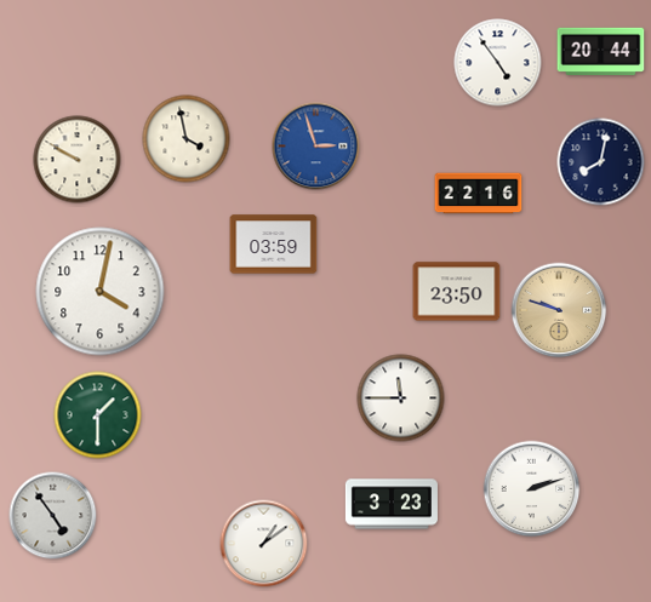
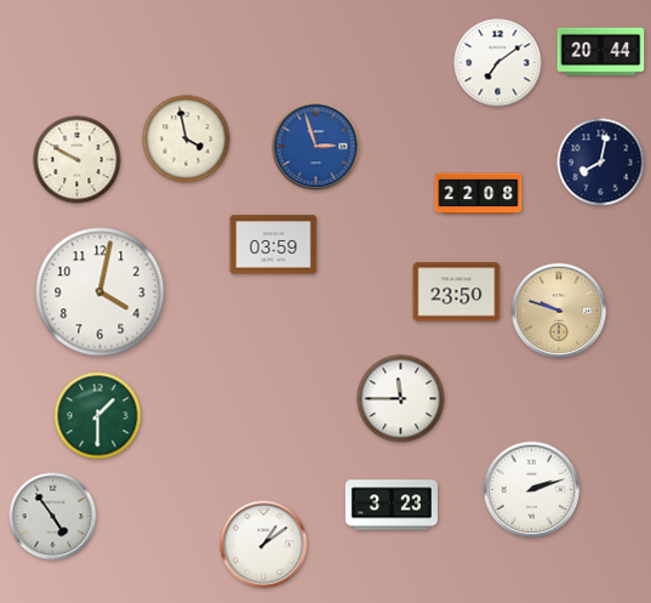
clock at (498, 63): 4:54 -> 7:09
clock at (479, 194): 22:16 -> 22:08
